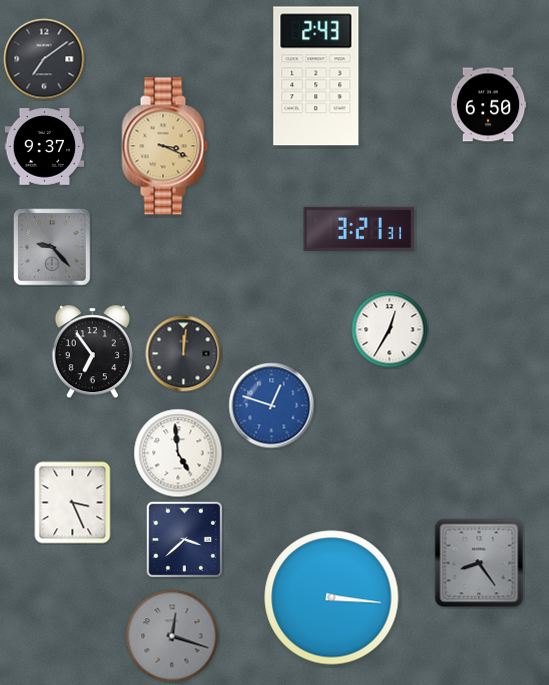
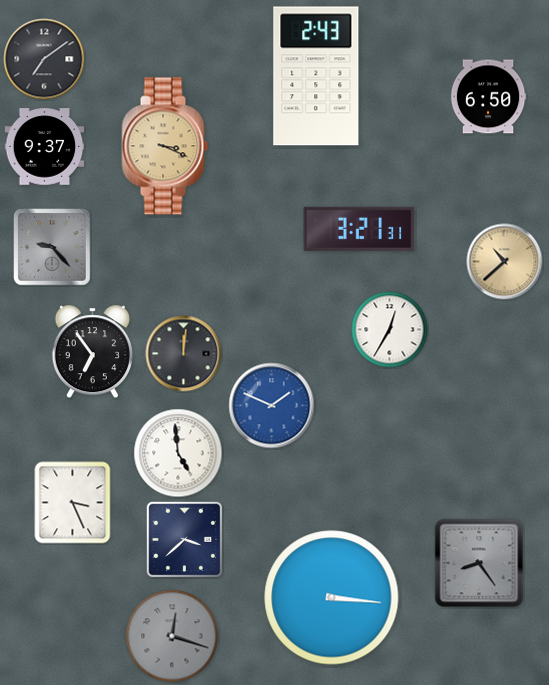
clock at (488, 105) position: (488, 105) -> (488, 97)
clock at (505, 262): none -> 10:38
clock at (272, 406): 12:48 -> 1:49
